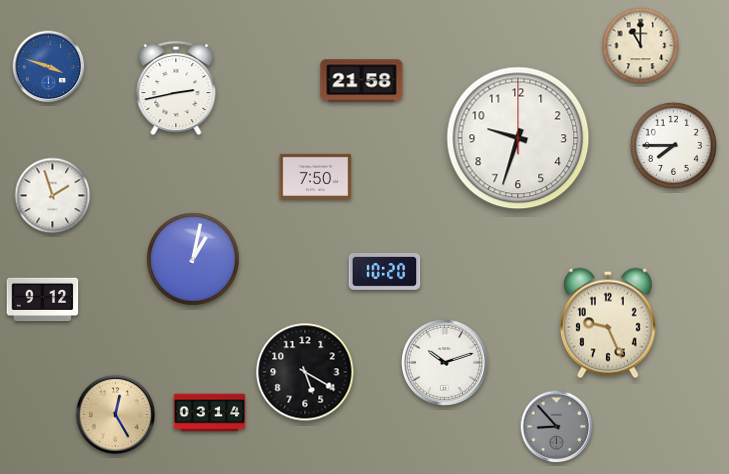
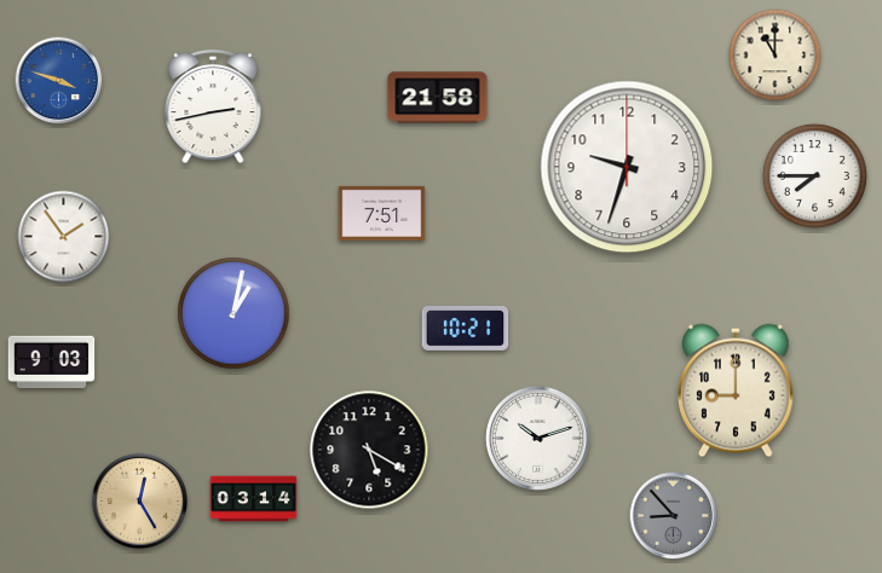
clock at (316, 176): 7:50 -> 7:51
clock at (53, 196): 1:57 -> 1:54
clock at (385, 272): 10:20 -> 10:21
clock at (43, 300): 9:12 -> 9:03
clock at (608, 323): 9:26 -> 9:00
